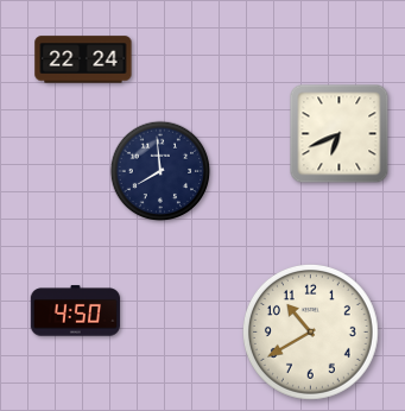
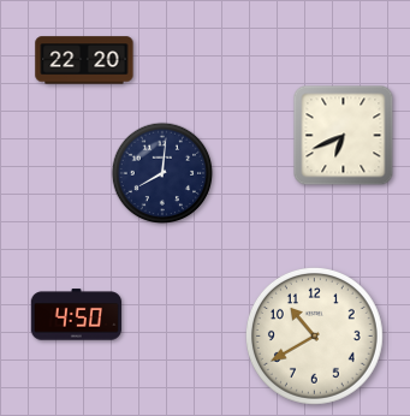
clock at (83, 59): 22:24 -> 22:20
clock at (160, 171): 7:59 -> 8:01
